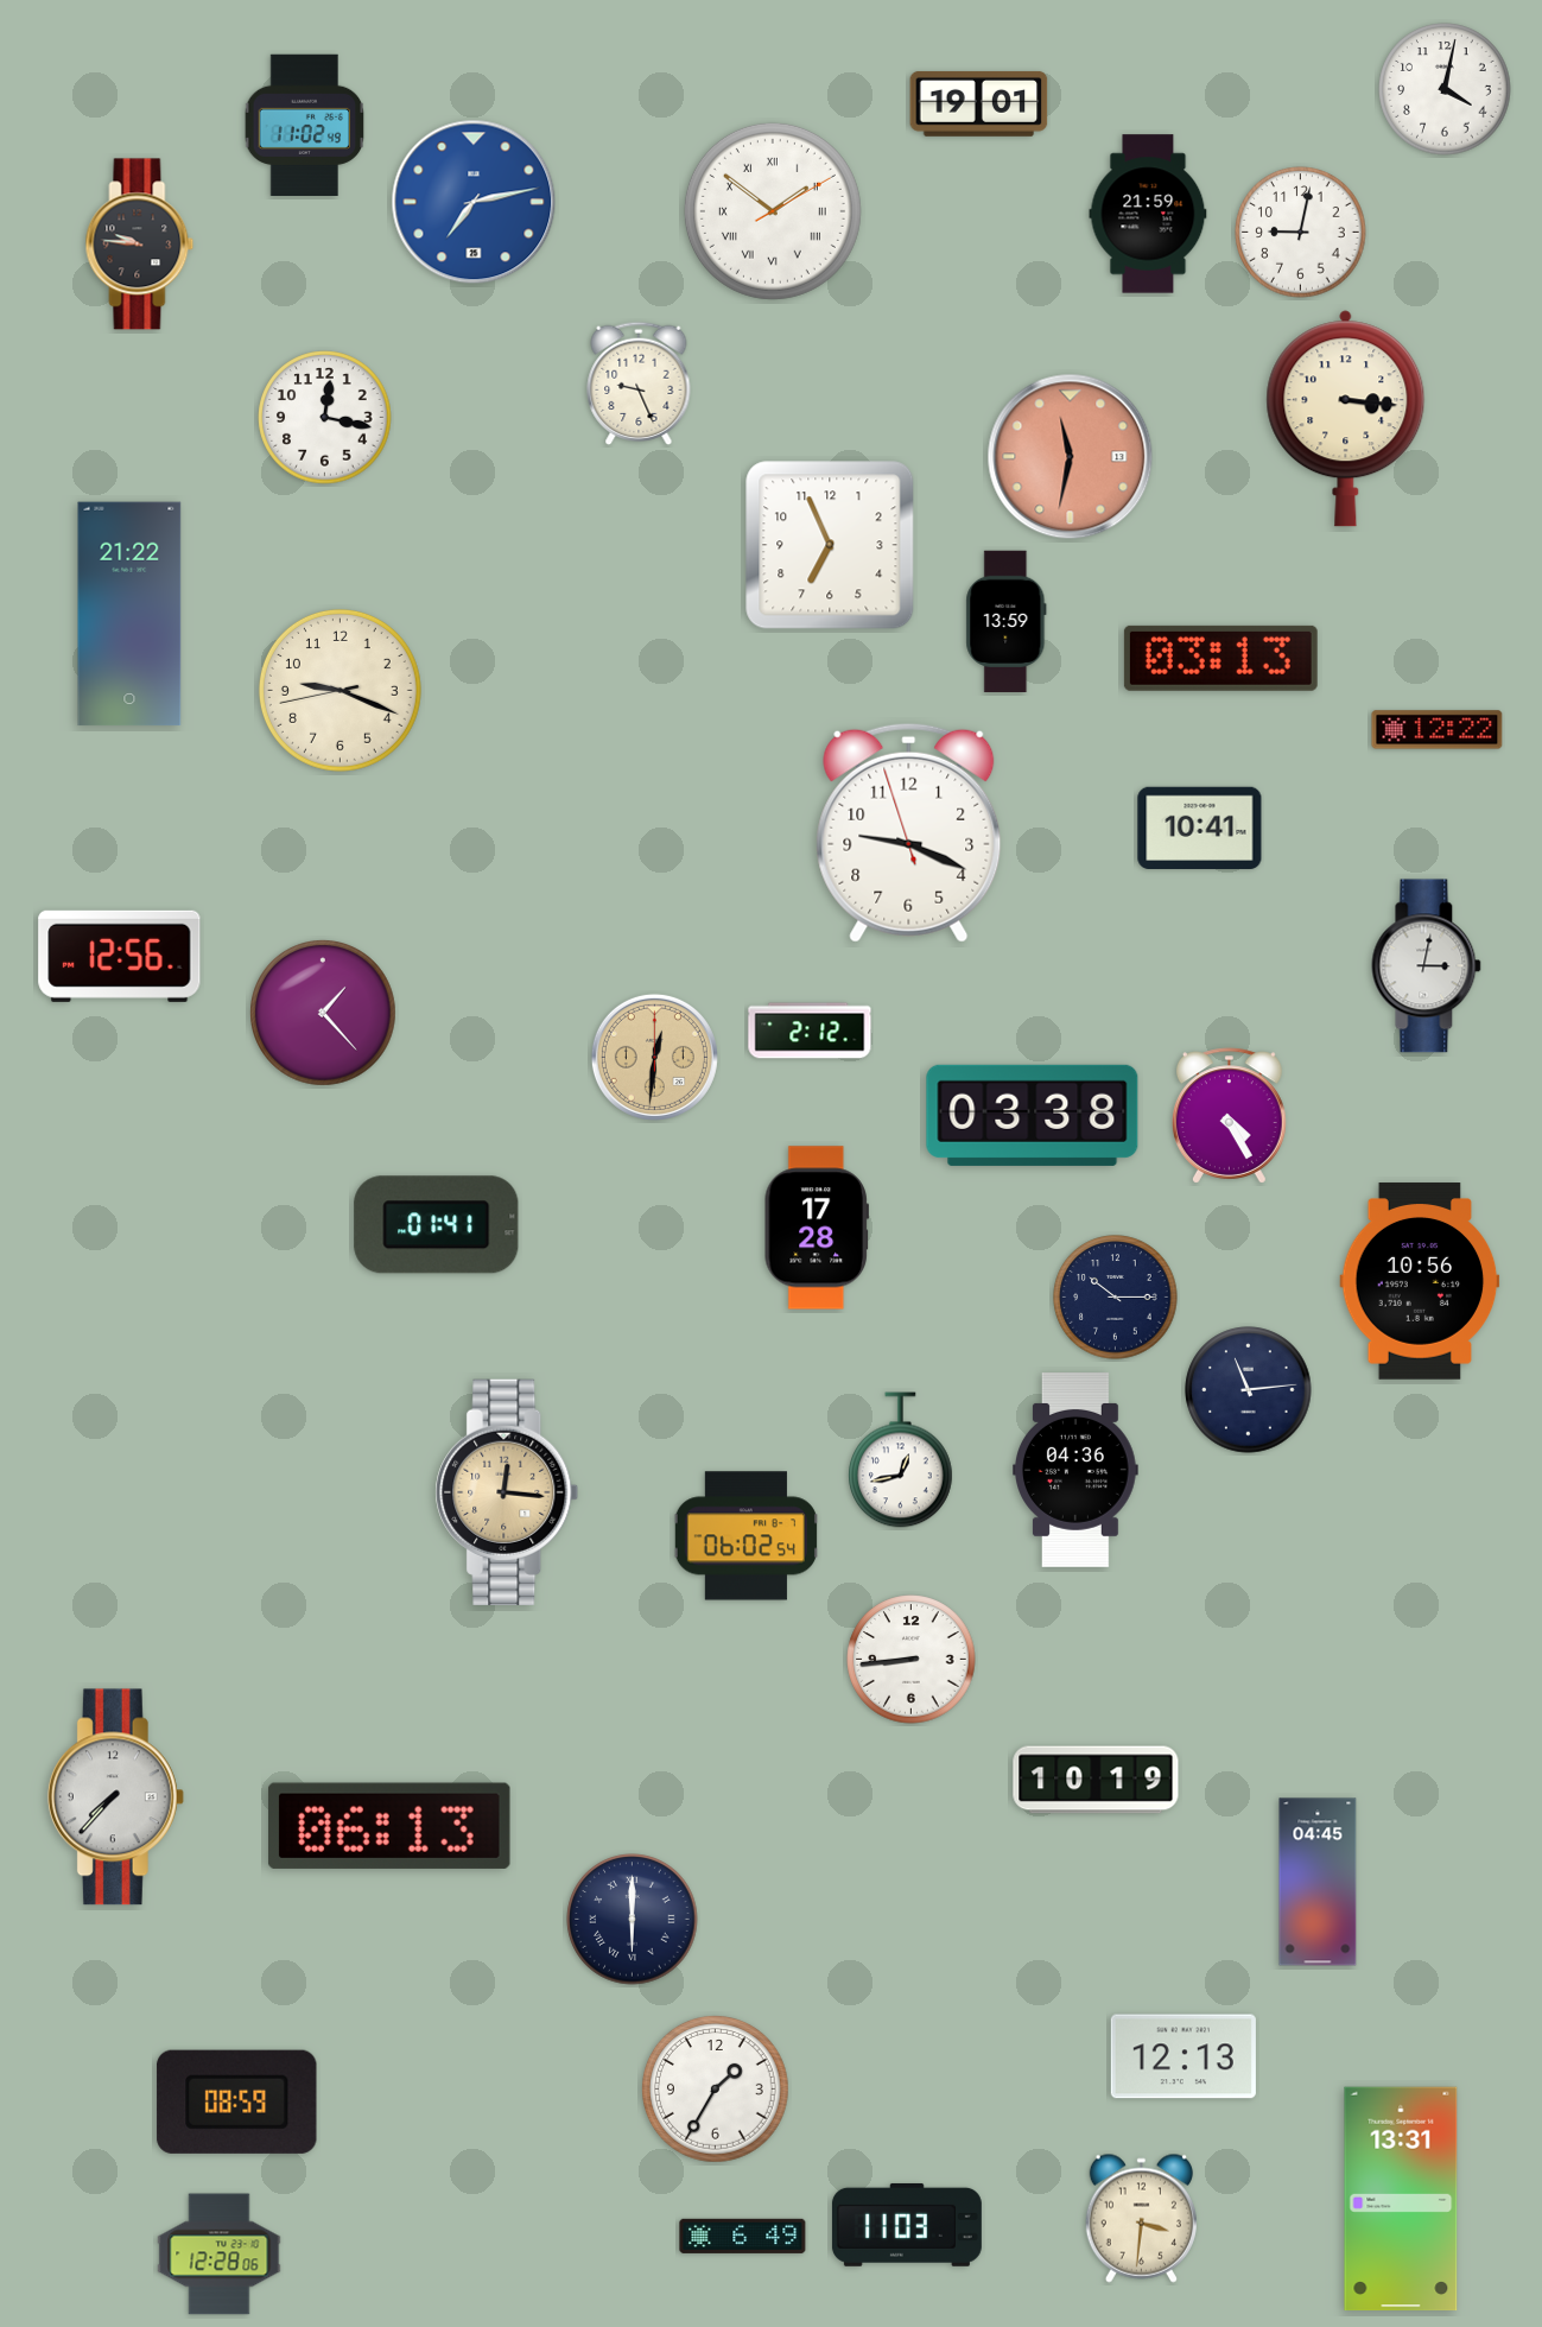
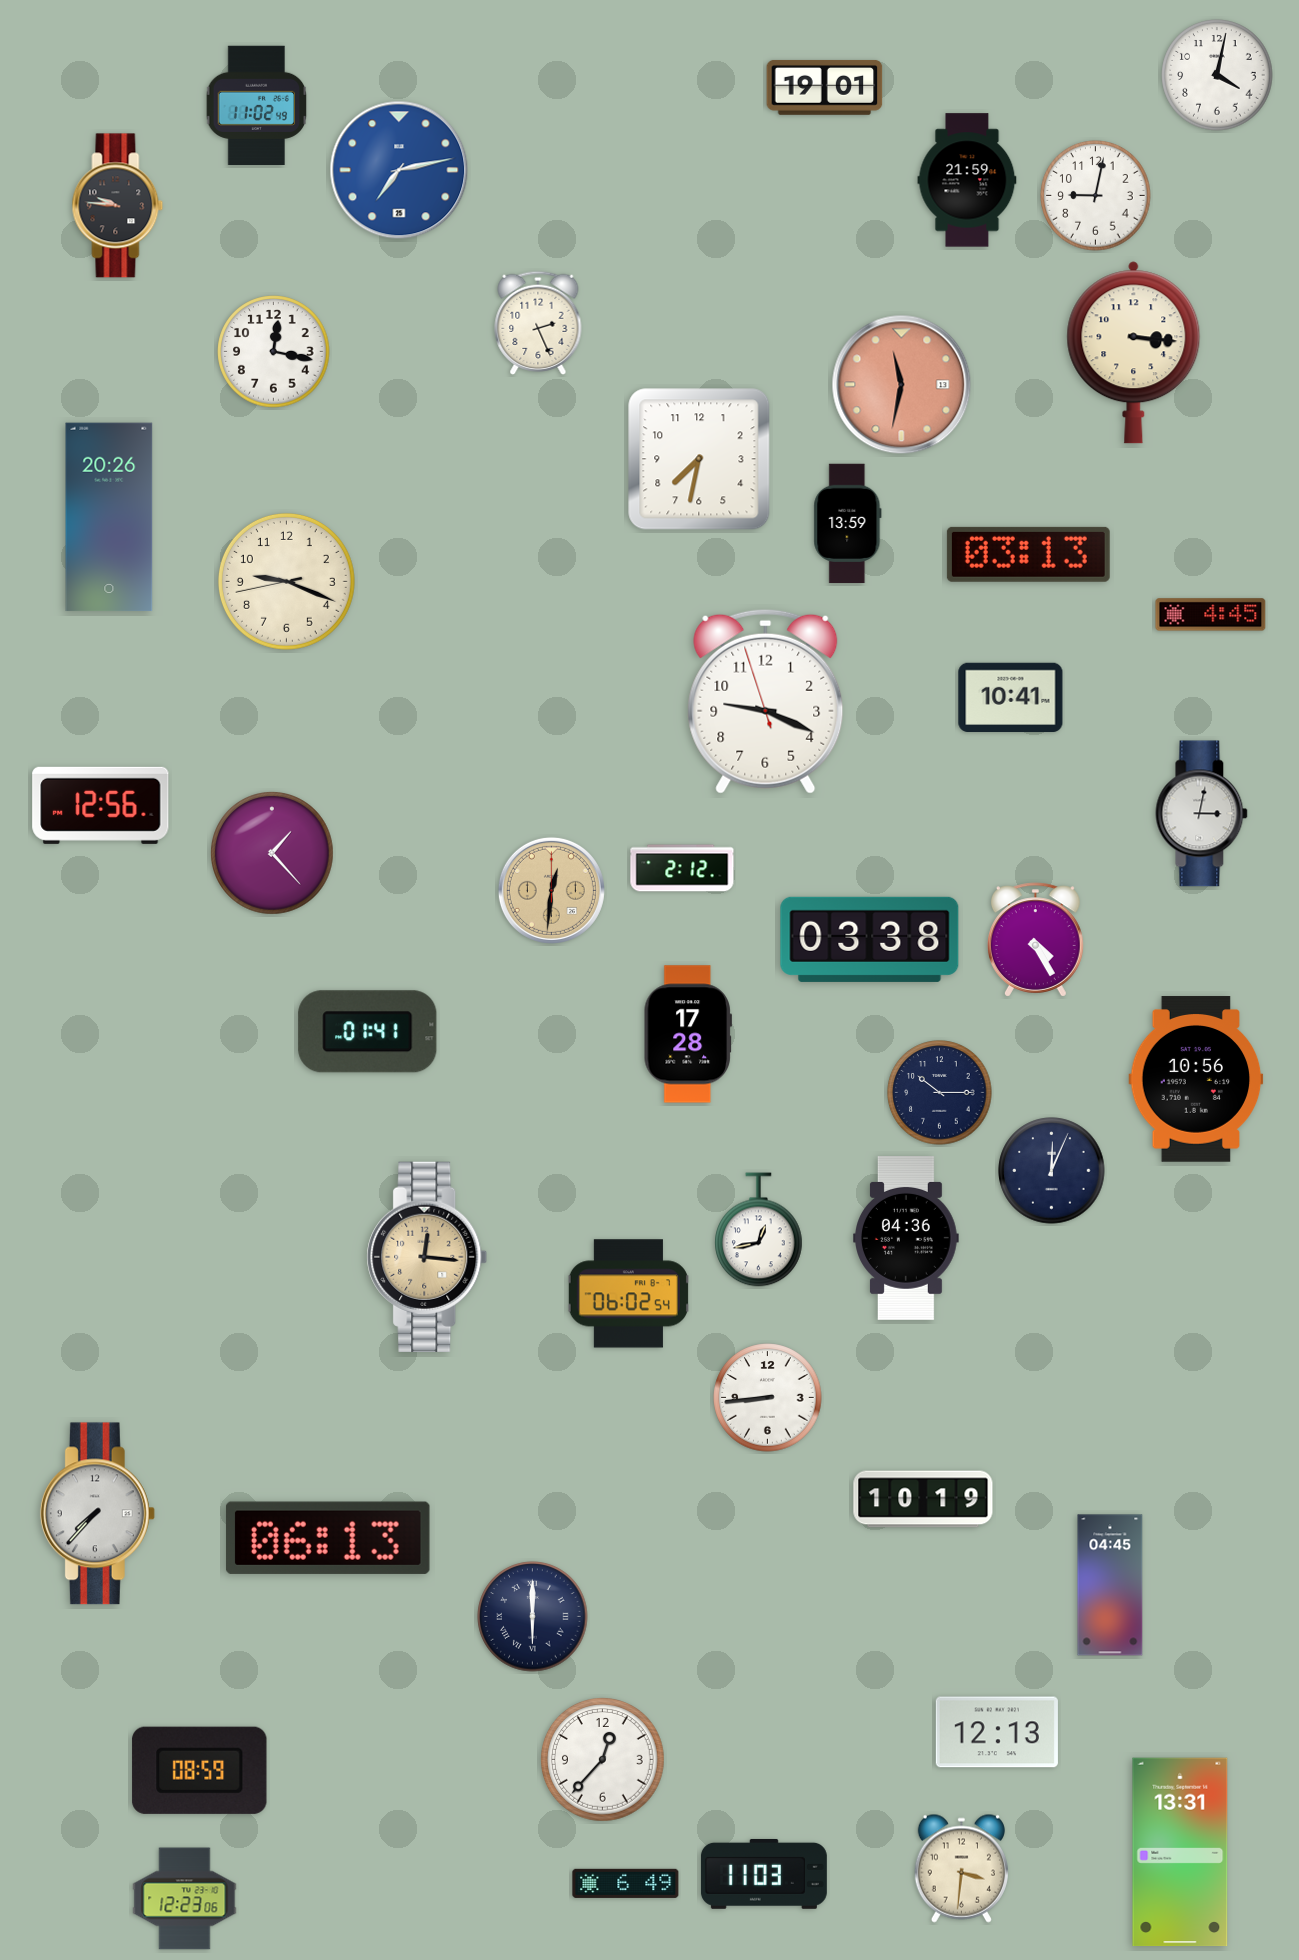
clock at (773, 211): 1:51 -> none
clock at (639, 383): 9:26 -> 2:26
clock at (830, 545): 6:56 -> 7:32
clock at (129, 614): 21:22 -> 20:26
clock at (1438, 730): 12:22 -> 4:45
clock at (1249, 1390): 11:14 -> 12:04
clock at (716, 2090): 1:35 -> 12:37
clock at (220, 2255): 12:28 -> 12:23
